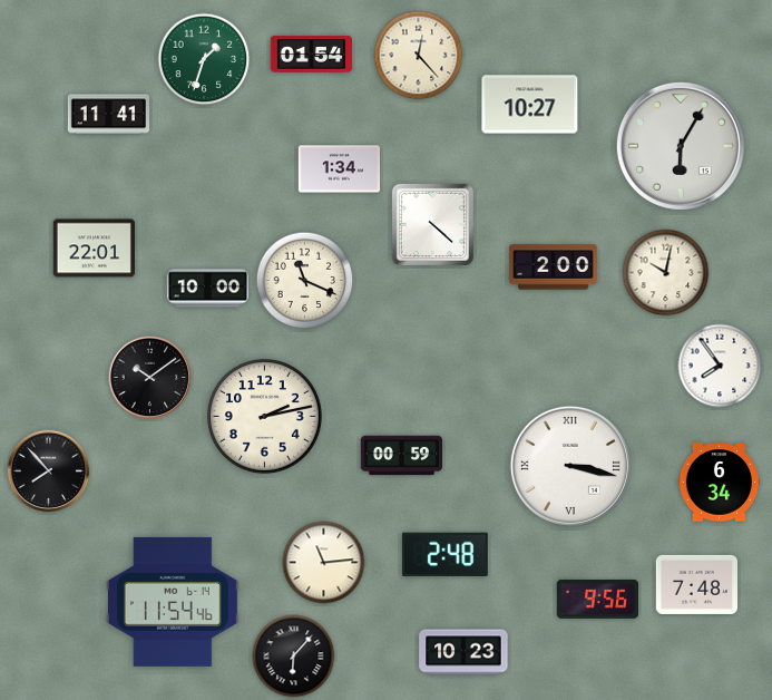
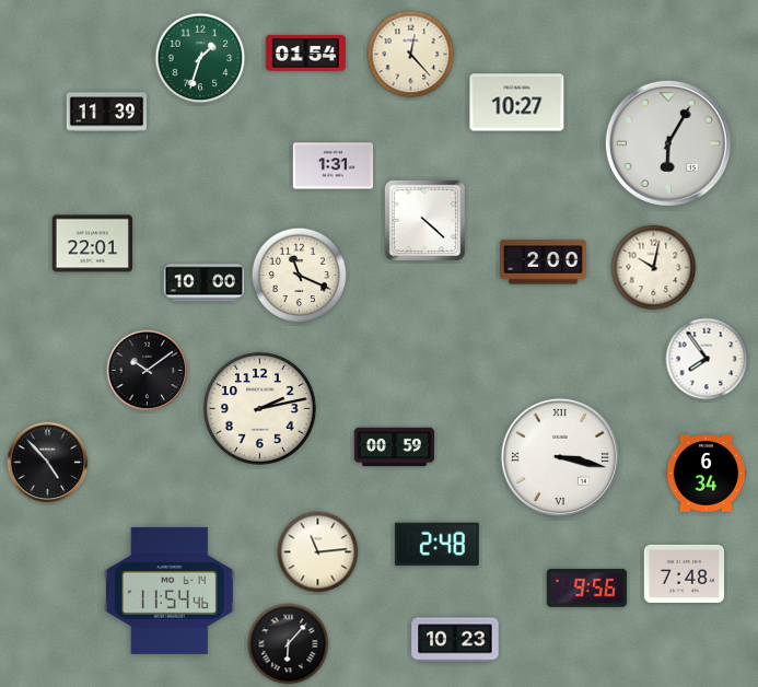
clock at (530, 105) position: (530, 105) -> (517, 103)
clock at (108, 115): 11:41 -> 11:39
clock at (339, 169): 1:34 -> 1:31
clock at (49, 471): 7:53 -> 4:53
